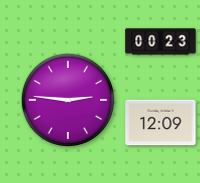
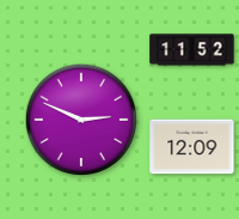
clock at (161, 42): 00:23 -> 11:52
clock at (68, 100): 2:46 -> 2:49
